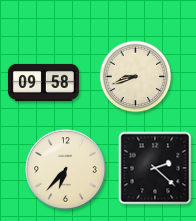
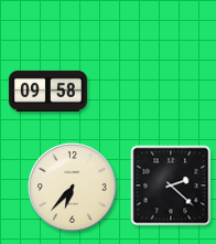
clock at (136, 77): 8:42 -> none
